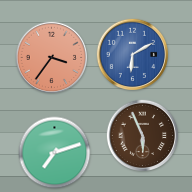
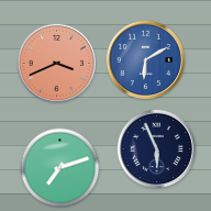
clock at (51, 57): 3:36 -> 3:41
clock at (142, 135) dial: brown -> navy
